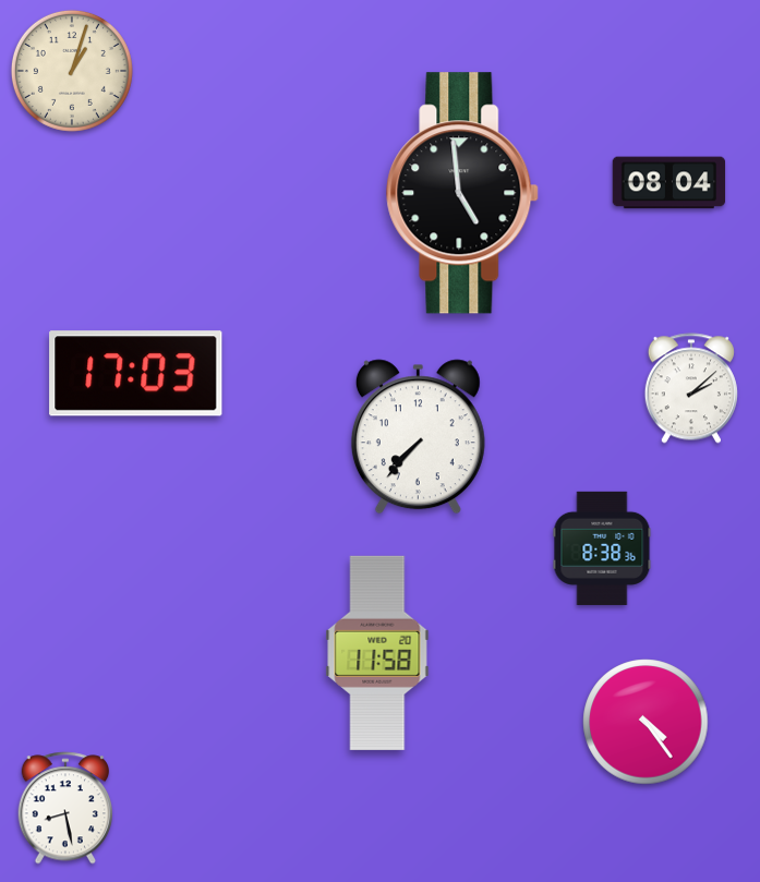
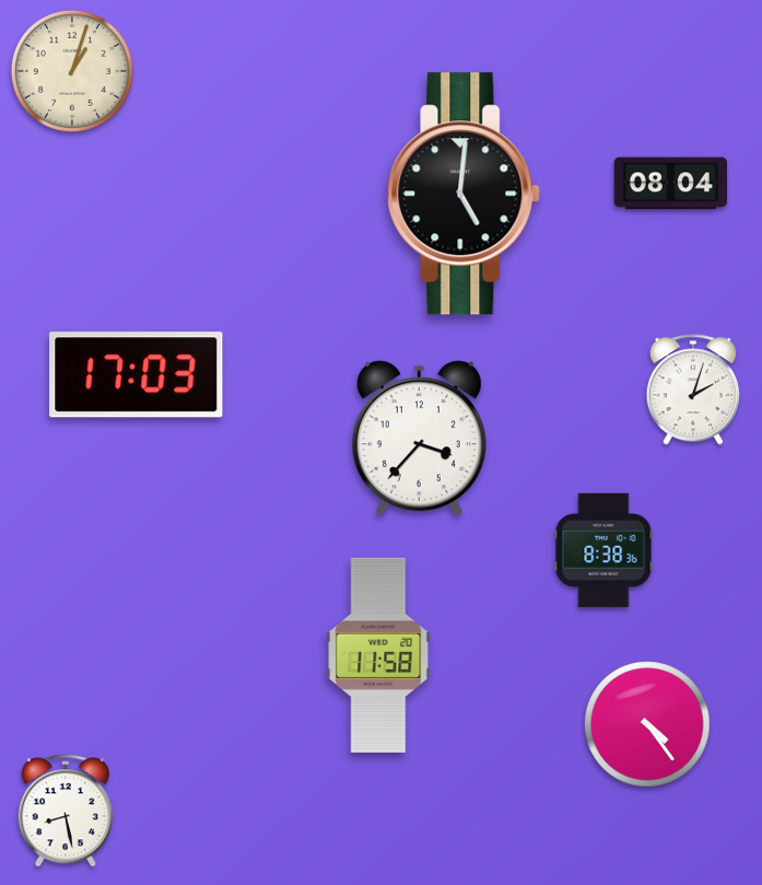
clock at (463, 193): 4:59 -> 5:01
clock at (691, 388): 2:08 -> 2:03
clock at (418, 437): 7:37 -> 3:37
